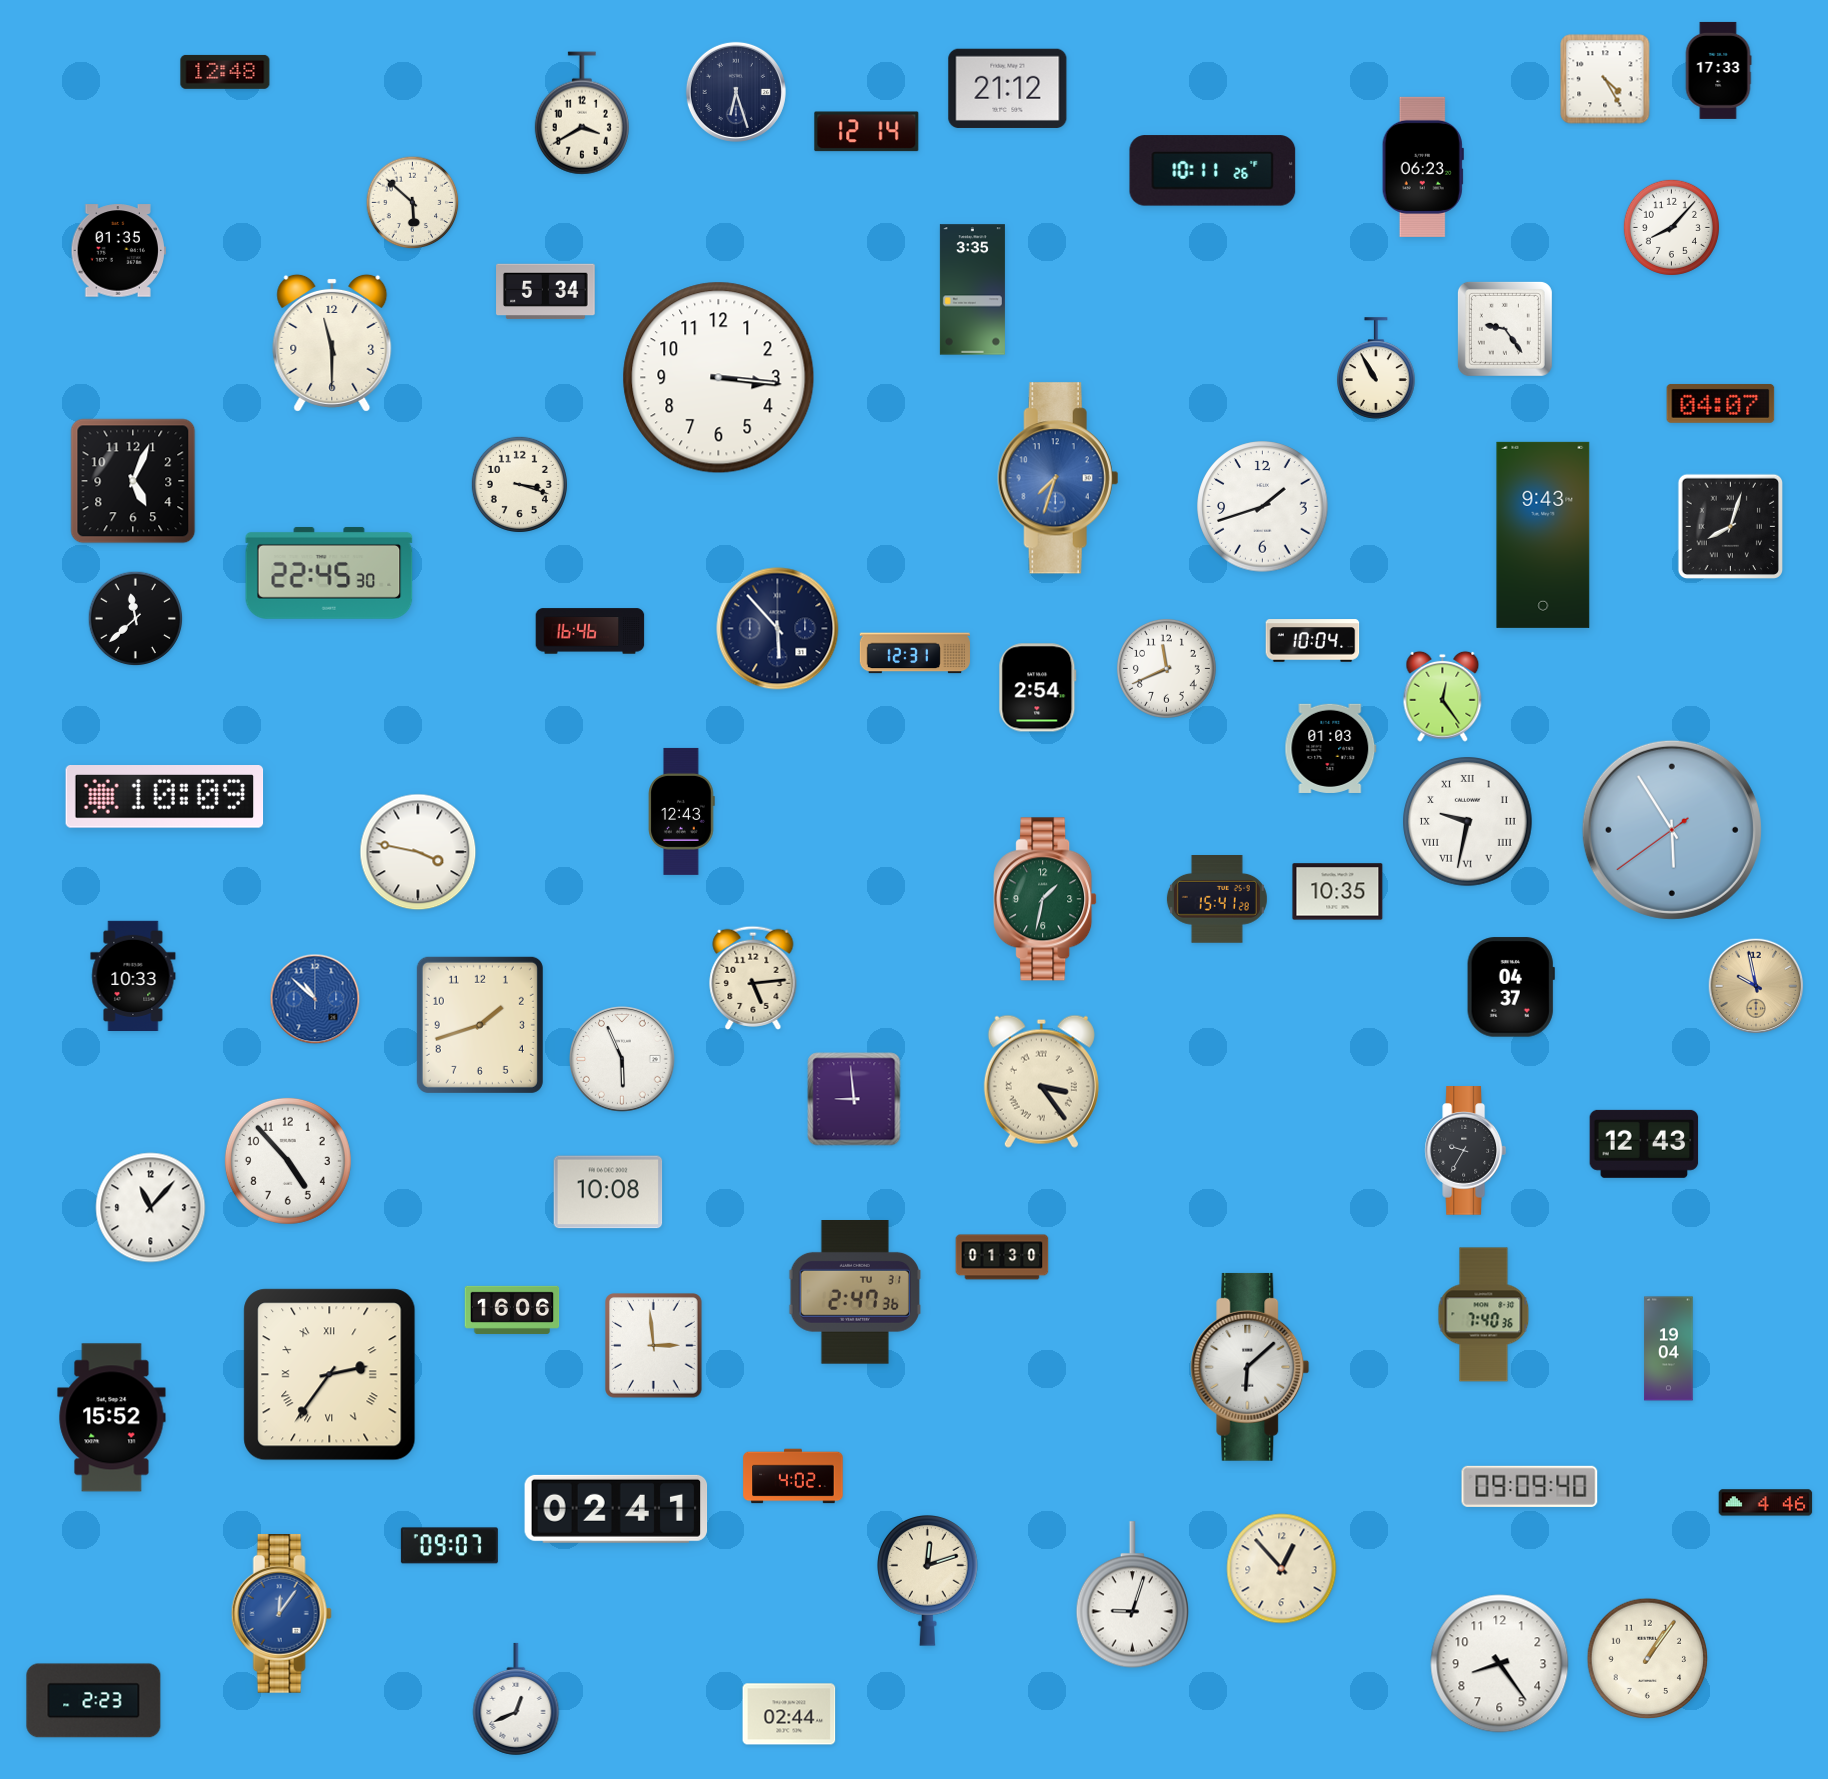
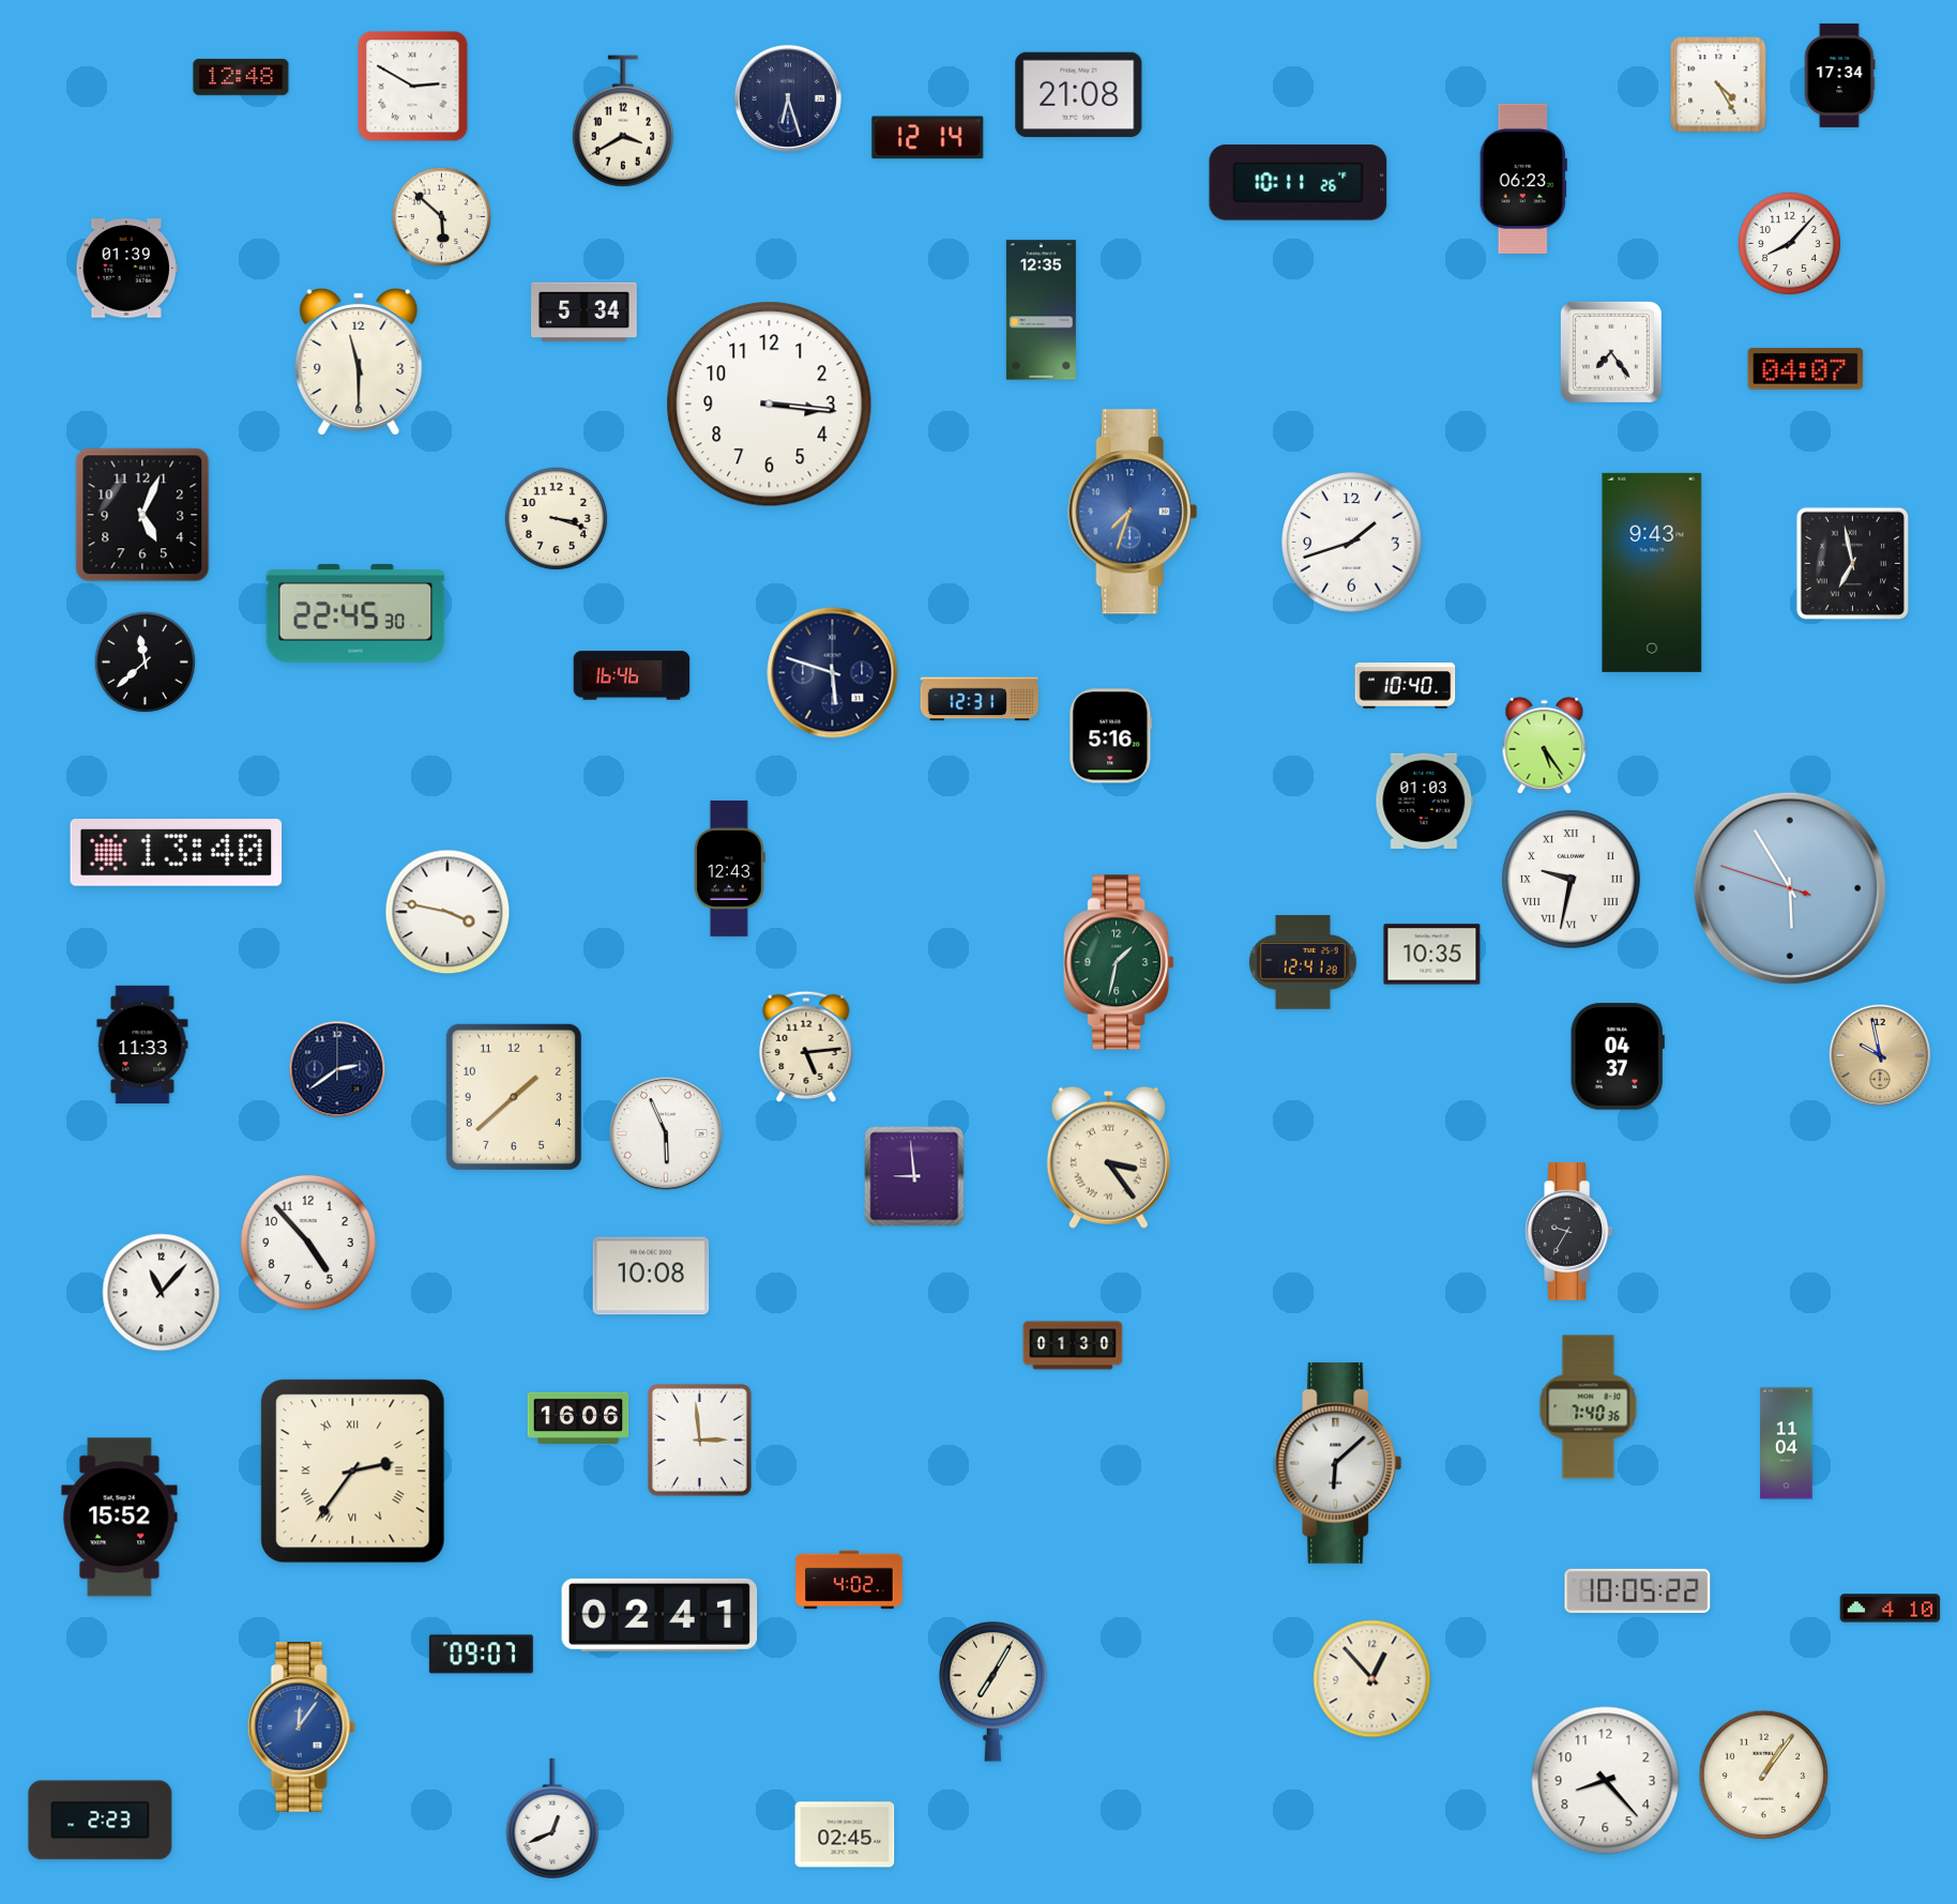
clock at (1718, 70): 17:33 -> 17:34
clock at (413, 87): none -> 2:50
clock at (1008, 88): 21:12 -> 21:08
clock at (867, 132) position: (867, 132) -> (928, 138)
clock at (118, 251): 01:35 -> 01:39
clock at (972, 290): 3:35 -> 12:35
clock at (1505, 329): 9:24 -> 7:24
clock at (332, 343) position: (332, 343) -> (359, 362)
clock at (1376, 368): 10:55 -> none
clock at (1721, 403) position: (1721, 403) -> (1806, 368)
clock at (1731, 527): 8:03 -> 6:58
clock at (329, 573) position: (329, 573) -> (355, 613)
clock at (778, 629): 5:53 -> 5:48
clock at (1313, 641): 10:04 -> 10:40
clock at (1166, 668): 11:41 -> none
clock at (1038, 688): 2:54 -> 5:16
clock at (1443, 696): 12:24 -> 5:24
clock at (165, 797): 10:09 -> 13:40
clock at (1672, 830): 5:54:39 -> 5:54:48
clock at (1217, 900): 15:41 -> 12:41
clock at (133, 975): 10:33 -> 11:33
clock at (315, 999): 10:52 -> 2:39
clock at (315, 999) dial: blue -> navy
clock at (480, 1025): 1:42 -> 1:38
clock at (1041, 1081) position: (1041, 1081) -> (1108, 1157)
clock at (1644, 1144): 12:43 -> none
clock at (855, 1293): 2:47 -> none
clock at (512, 1310) position: (512, 1310) -> (578, 1418)
clock at (1669, 1349): 19:04 -> 11:04
clock at (1530, 1486): 09:09 -> 10:05
clock at (1766, 1503): 4:46 -> 4:10
clock at (928, 1581): 12:12 -> 7:05
clock at (1132, 1595): 9:03 -> none
clock at (1500, 1664): 8:24 -> 8:23
clock at (789, 1714): 02:44 -> 02:45
